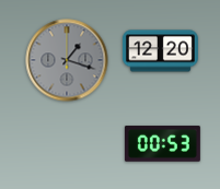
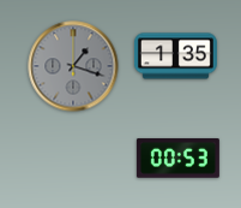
clock at (160, 51): 12:20 -> 1:35
